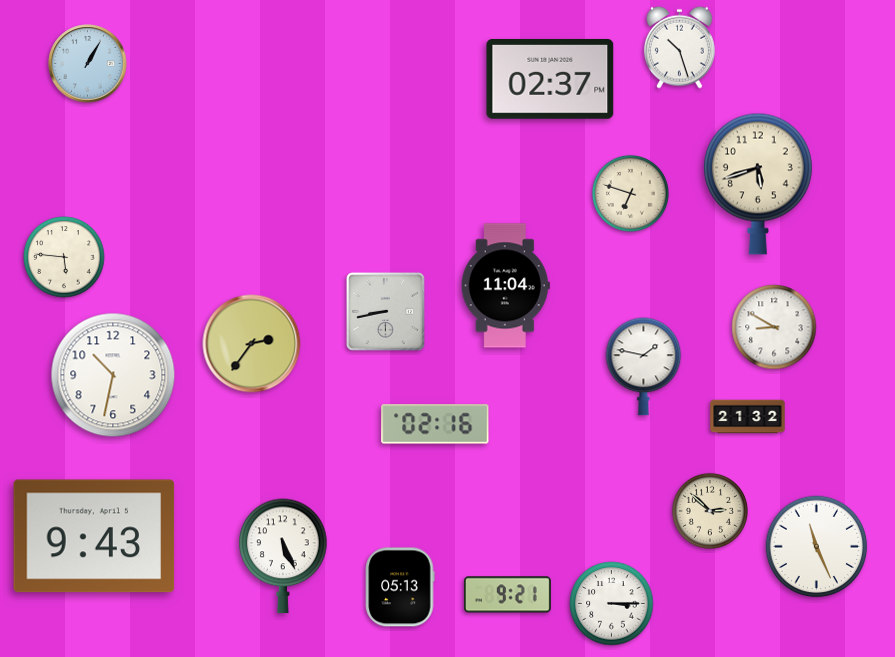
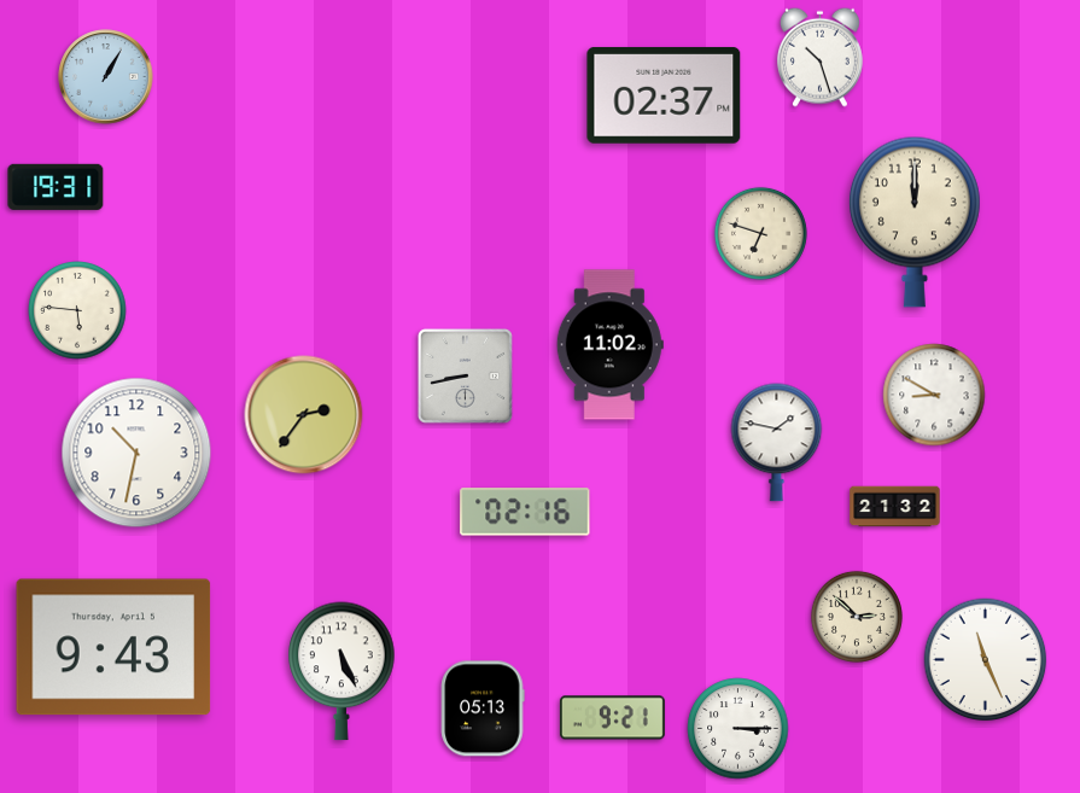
clock at (56, 187): none -> 19:31
clock at (758, 184): 5:42 -> 12:00
clock at (505, 286): 11:04 -> 11:02
clock at (748, 417) position: (748, 417) -> (895, 507)
